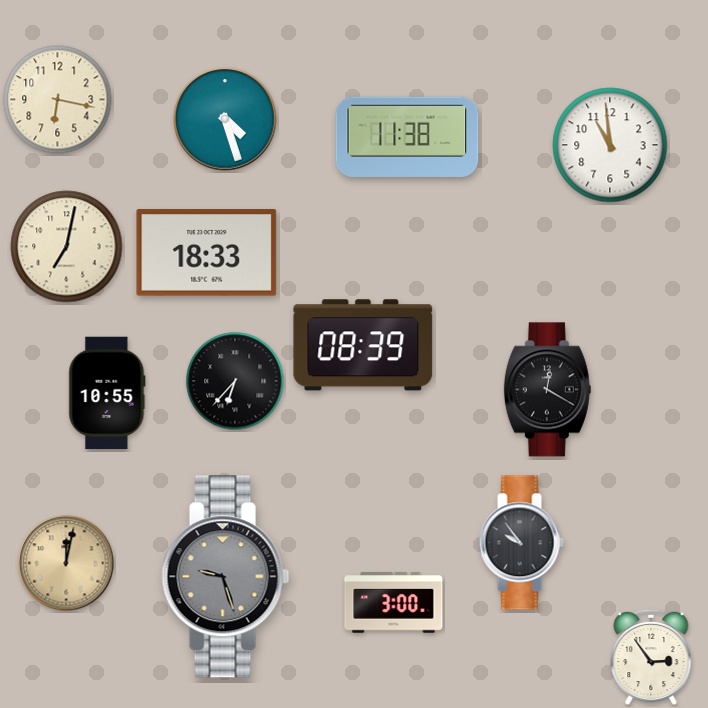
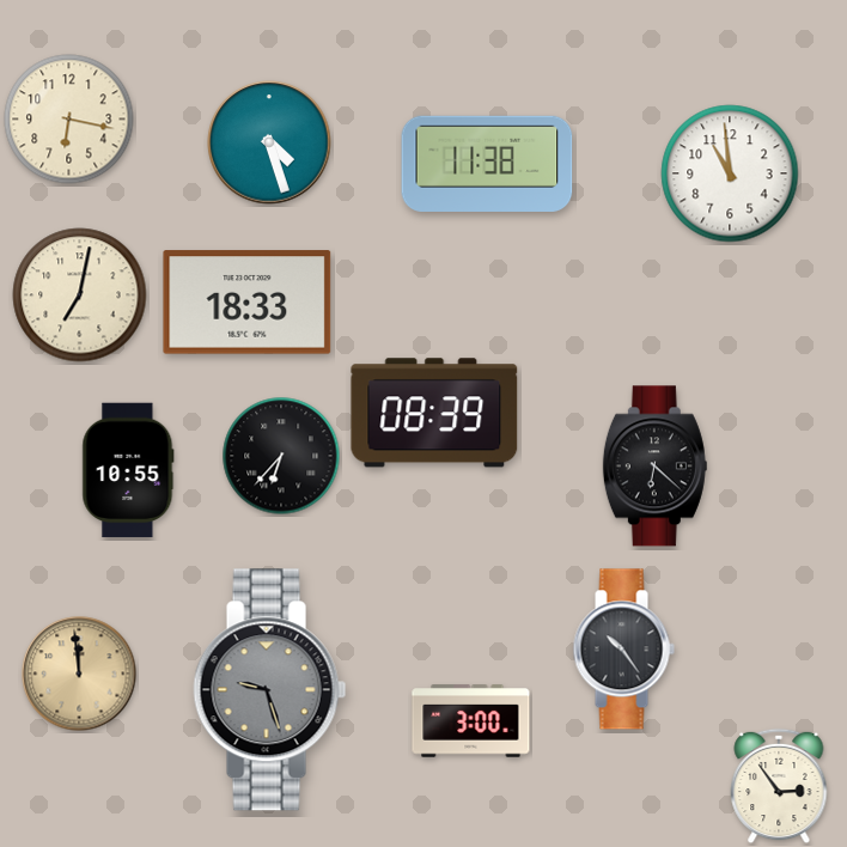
clock at (547, 390): 12:20 -> 6:22
clock at (521, 543): 9:54 -> 10:24
clock at (66, 563): 12:02 -> 11:59
